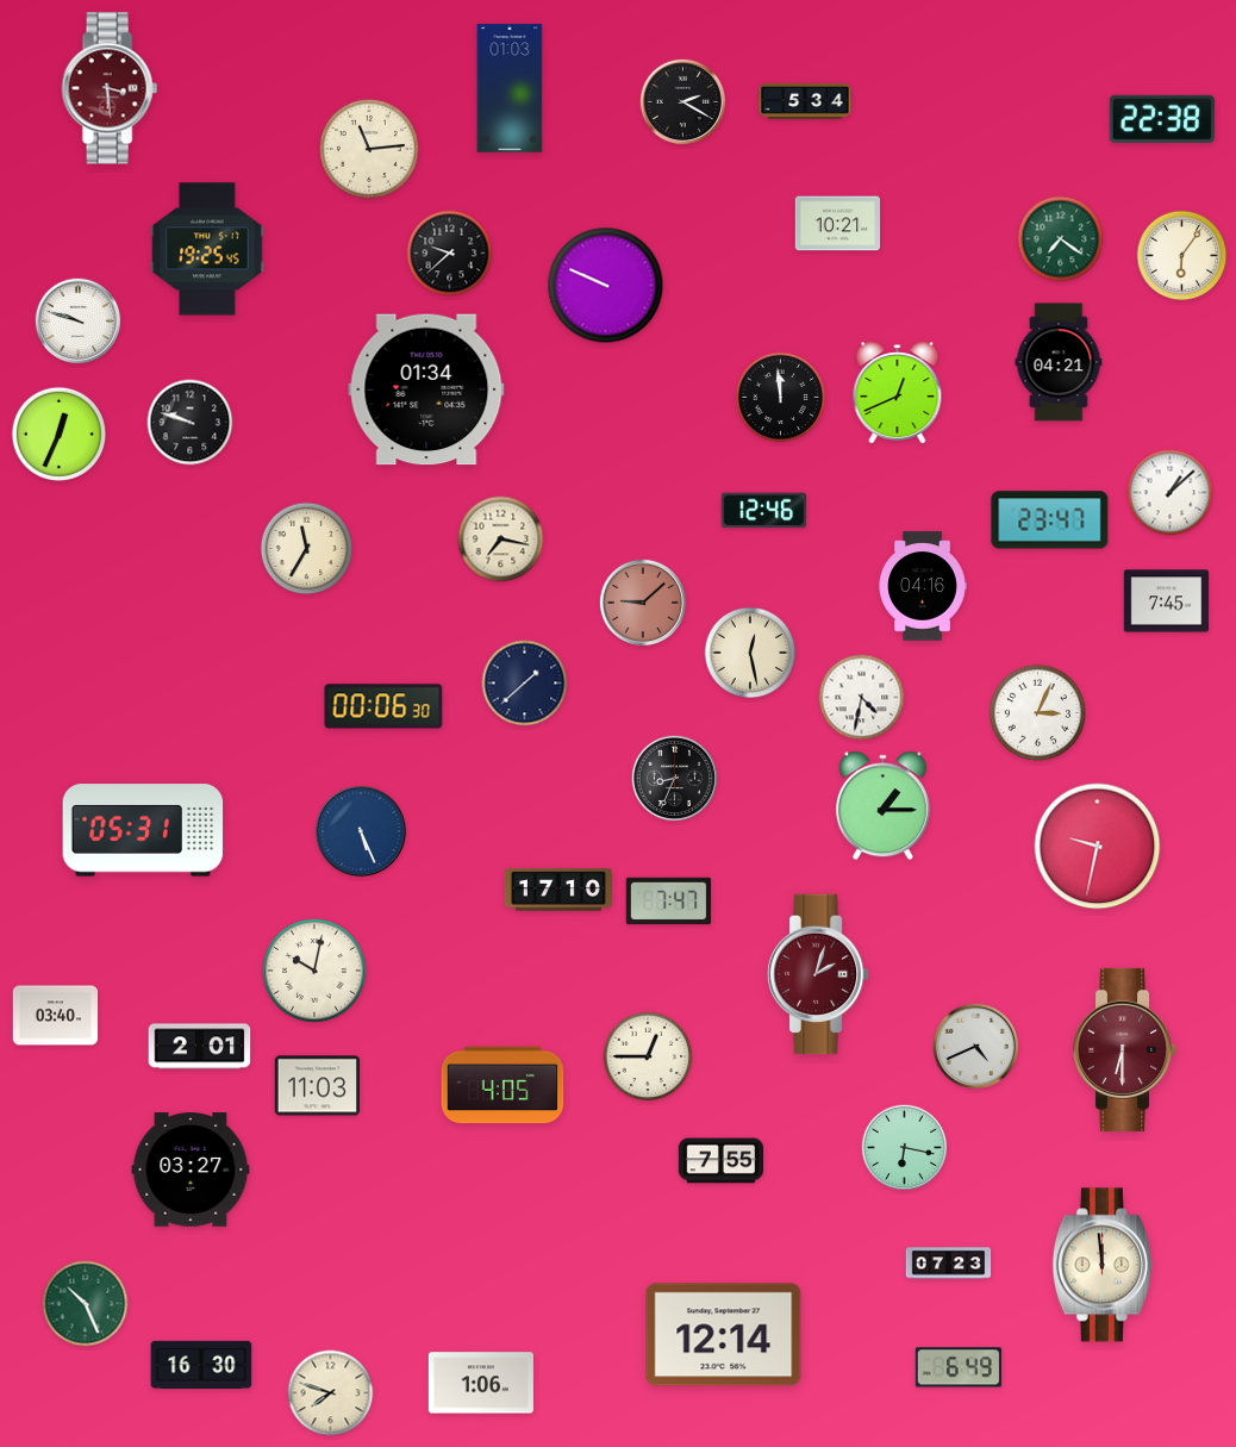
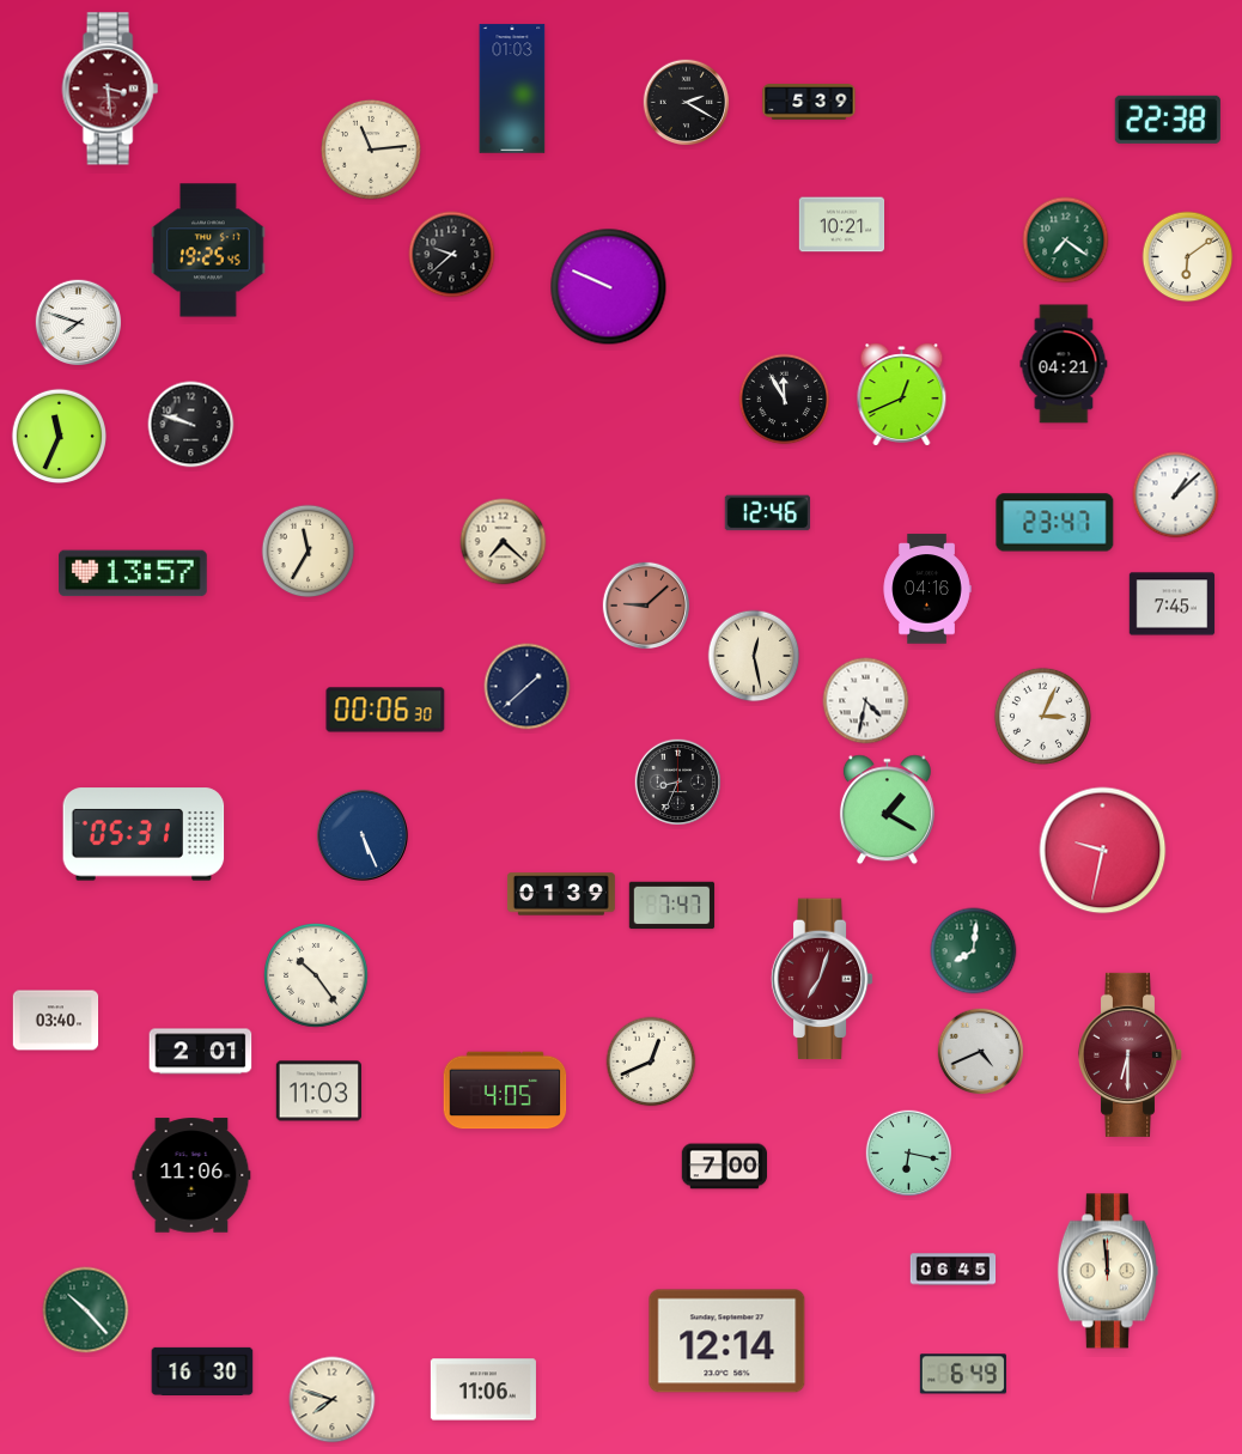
clock at (805, 102): 5:34 -> 5:39
clock at (1182, 256): 6:06 -> 6:09
clock at (79, 322): 9:48 -> 7:48
clock at (426, 389): 01:34 -> none
clock at (781, 398): 11:59 -> 11:55
clock at (58, 434): 12:34 -> 11:34
clock at (501, 539): 7:17 -> 7:22
clock at (133, 573): none -> 13:57
clock at (882, 806): 1:15 -> 1:20
clock at (558, 890): 17:10 -> 01:39
clock at (974, 951): none -> 8:01
clock at (314, 971): 10:02 -> 10:24
clock at (818, 974): 2:03 -> 7:03
clock at (648, 1056): 12:45 -> 12:41
clock at (720, 1161): 7:55 -> 7:00
clock at (191, 1170): 03:27 -> 11:06
clock at (949, 1264): 07:23 -> 06:45
clock at (86, 1304): 10:26 -> 10:23
clock at (481, 1383): 1:06 -> 11:06
